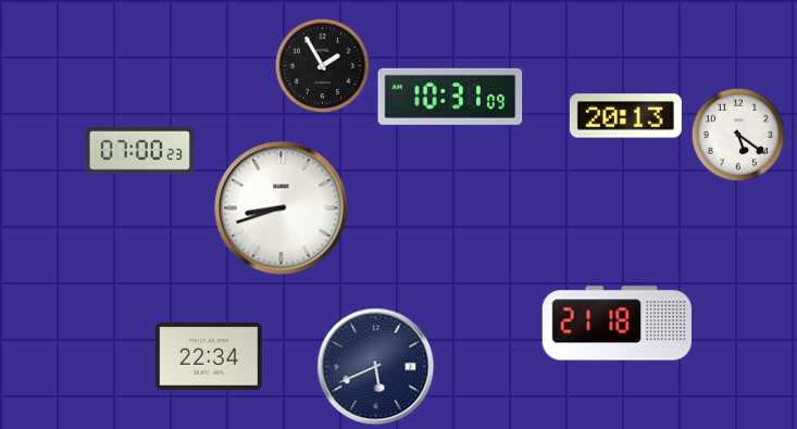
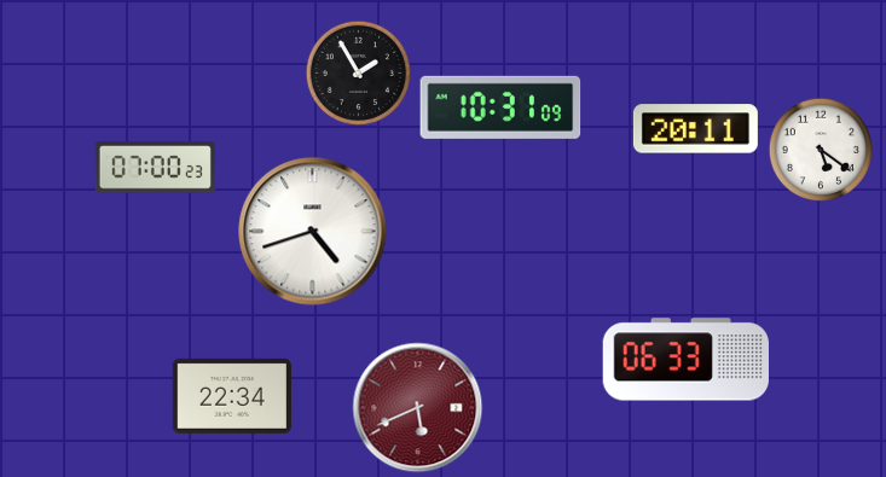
clock at (625, 116): 20:13 -> 20:11
clock at (282, 209): 8:42 -> 4:42
clock at (617, 324): 21:18 -> 06:33
clock at (376, 367) dial: navy -> burgundy
